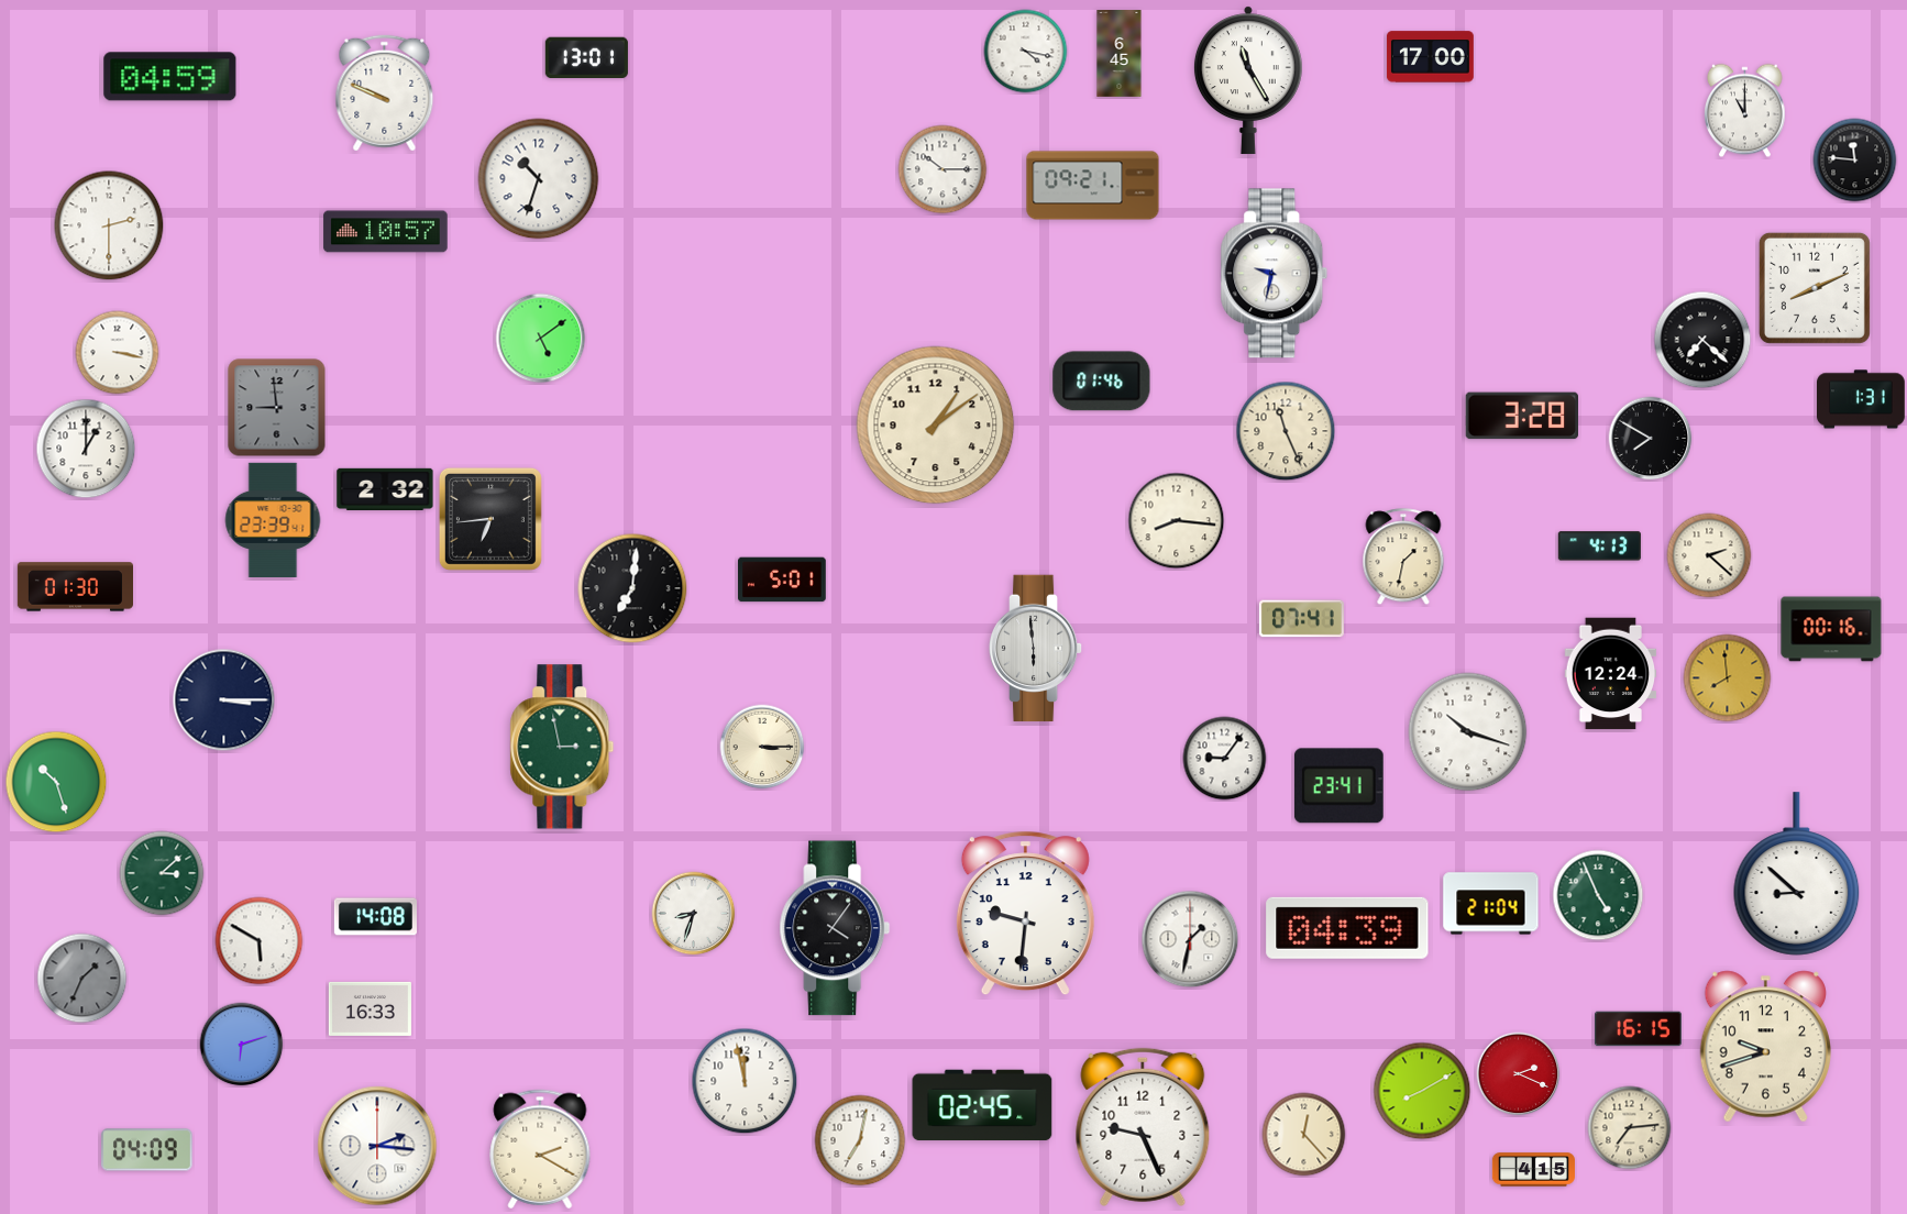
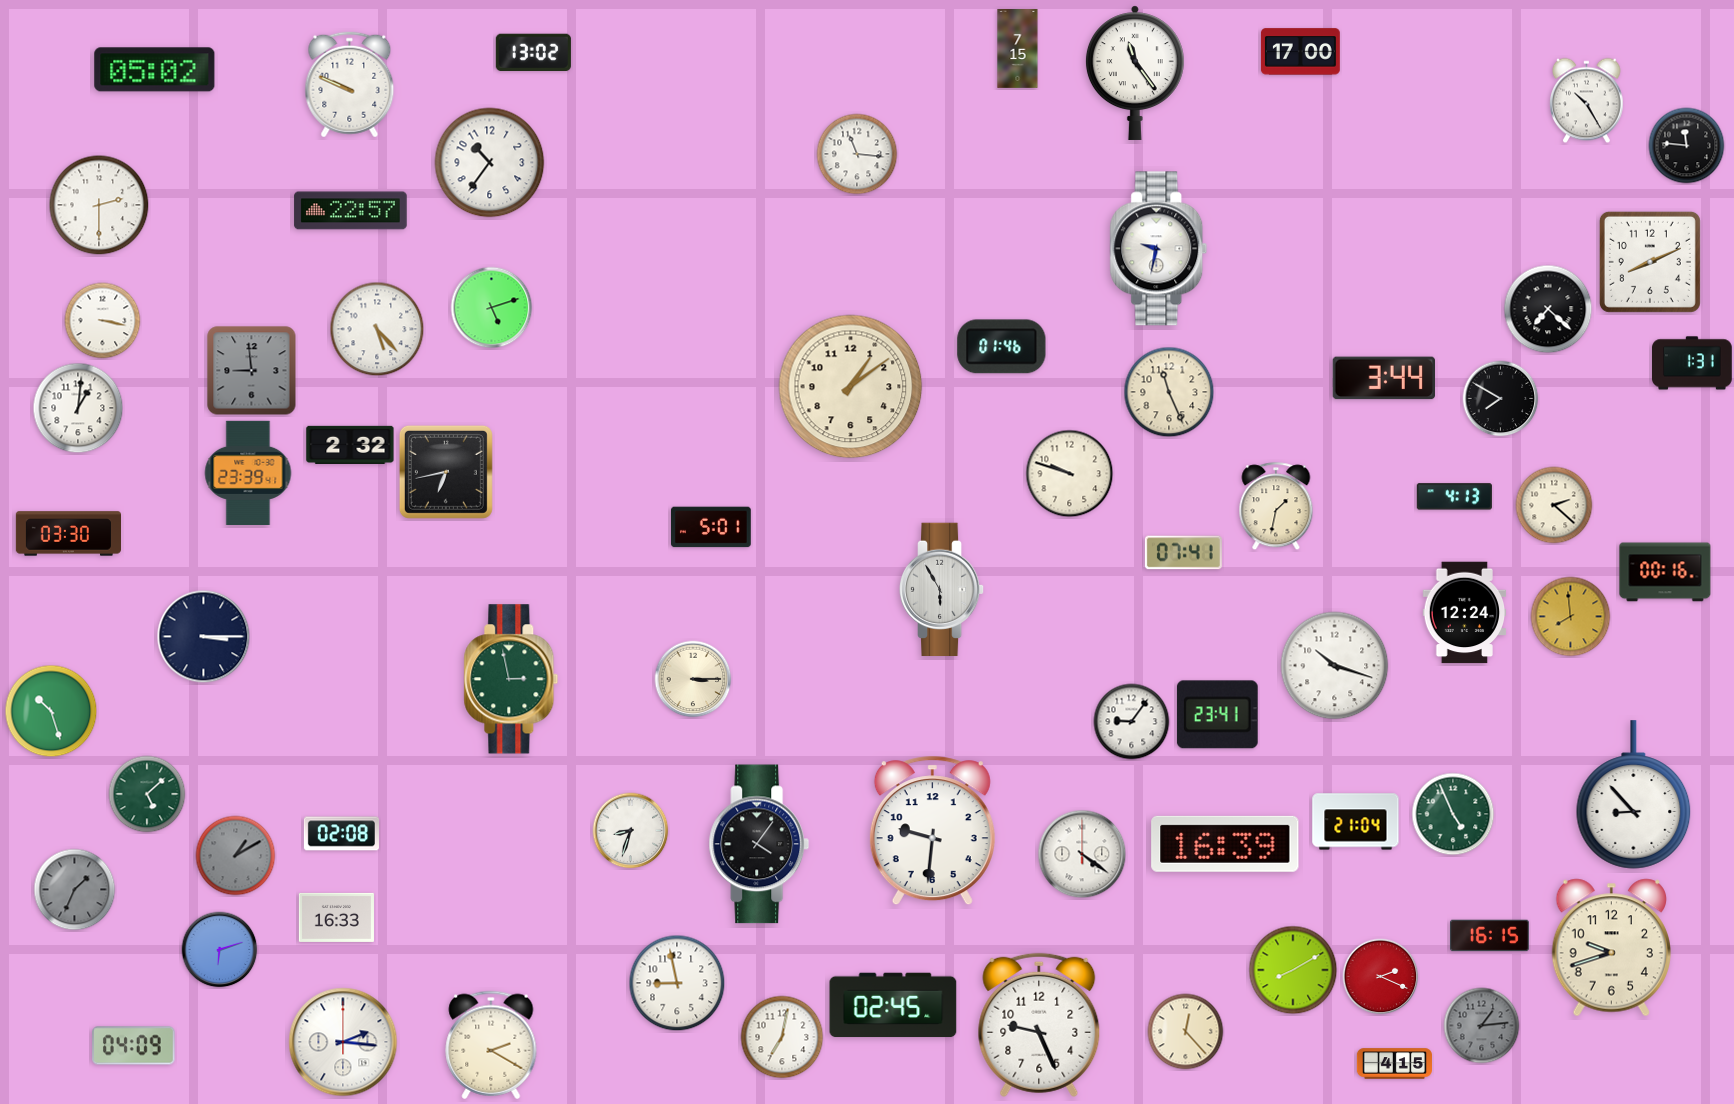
clock at (1026, 52): 4:17 -> none
clock at (1120, 54): 6:45 -> 7:15
clock at (586, 58): 13:01 -> 13:02
clock at (170, 77): 04:59 -> 05:02
clock at (1248, 80): 11:25 -> 11:24
clock at (1745, 111): 11:00 -> 10:25
clock at (943, 169): 10:15 -> 11:16
clock at (539, 179): 10:33 -> 10:36
clock at (1093, 186): 09:21 -> none
clock at (386, 232): 10:57 -> 22:57
clock at (541, 339): 5:09 -> 5:12
clock at (118, 353) position: (118, 353) -> (103, 321)
clock at (377, 329): none -> 5:23
clock at (1521, 416): 3:28 -> 3:44
clock at (86, 449): 1:00 -> 1:01
clock at (490, 519): 6:44 -> 6:43
clock at (1177, 521): 8:16 -> 9:48
clock at (75, 587): 01:30 -> 03:30
clock at (632, 588): 7:01 -> none
clock at (1301, 619) position: (1301, 619) -> (1183, 553)
clock at (1036, 649): 5:59 -> 5:55
clock at (1225, 759) position: (1225, 759) -> (1132, 722)
clock at (162, 873): 3:08 -> 5:08
clock at (1797, 874): 8:52 -> 8:53
clock at (375, 917): 14:08 -> 02:08
clock at (1347, 928): 04:39 -> 16:39
clock at (1190, 939): 1:32 -> 4:21
clock at (260, 941): 5:50 -> 1:10
clock at (260, 941) dial: white -> grey
clock at (1765, 1047) position: (1765, 1047) -> (1611, 948)
clock at (745, 1081): 11:58 -> 8:58
clock at (1422, 1091) position: (1422, 1091) -> (1293, 970)
clock at (1630, 1128): 7:14 -> 1:14
clock at (1630, 1128) dial: cream -> grey
